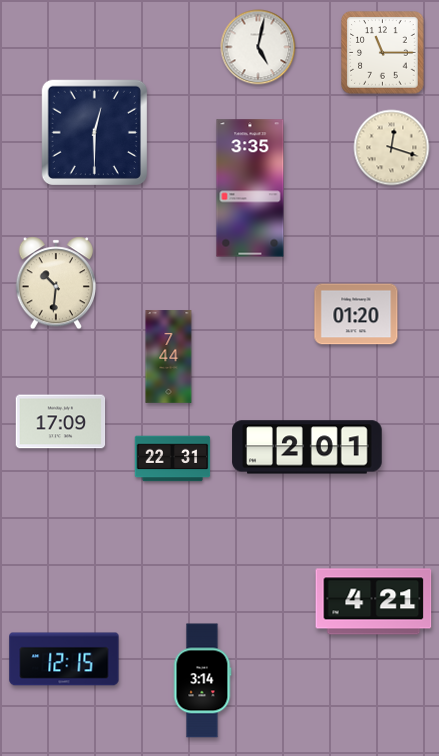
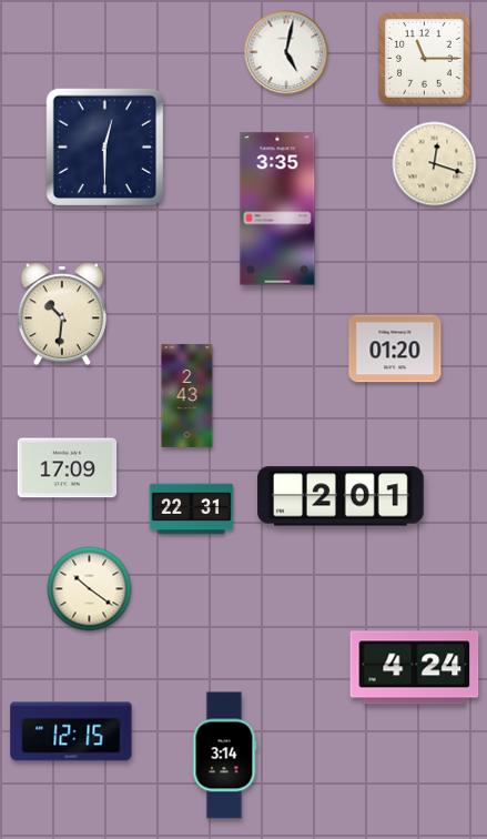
clock at (169, 357): 7:44 -> 2:43
clock at (90, 589): none -> 10:21
clock at (374, 602): 4:21 -> 4:24
